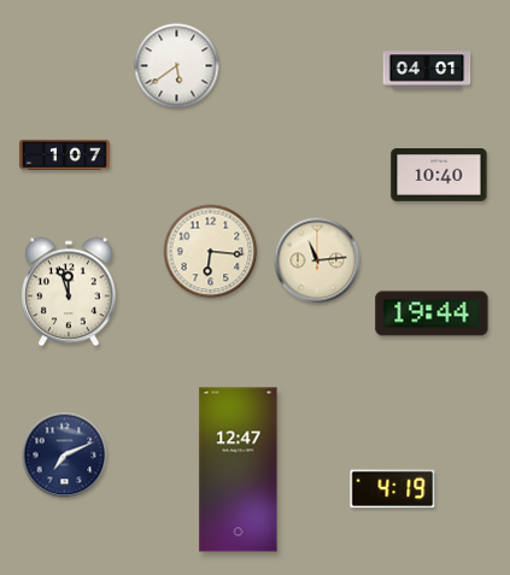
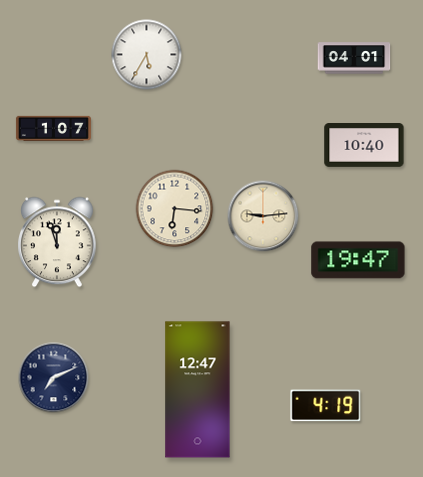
clock at (177, 66): 5:39 -> 5:35
clock at (317, 260): 11:14 -> 9:14
clock at (432, 313): 19:44 -> 19:47
